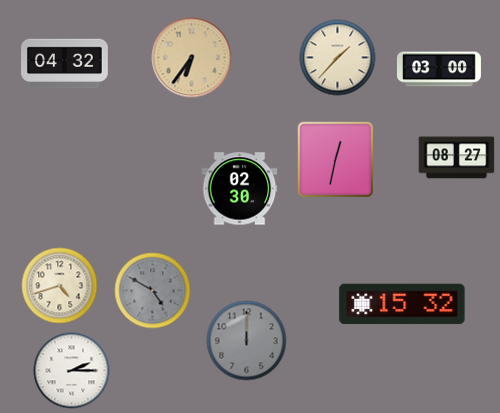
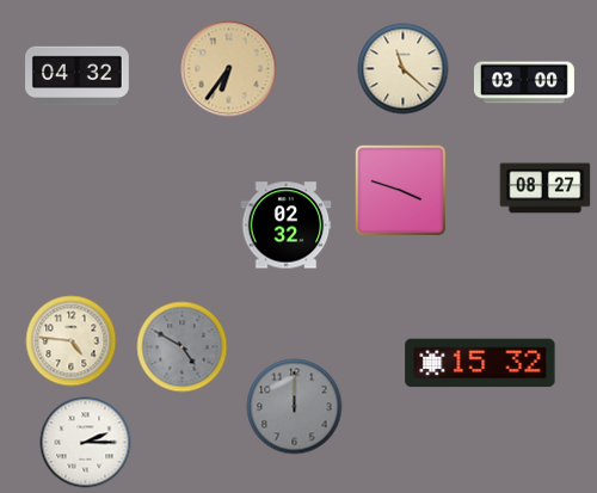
clock at (338, 58): 1:37 -> 11:22
clock at (335, 159): 12:32 -> 3:48
clock at (240, 189): 02:30 -> 02:32
clock at (60, 286): 4:42 -> 4:46
